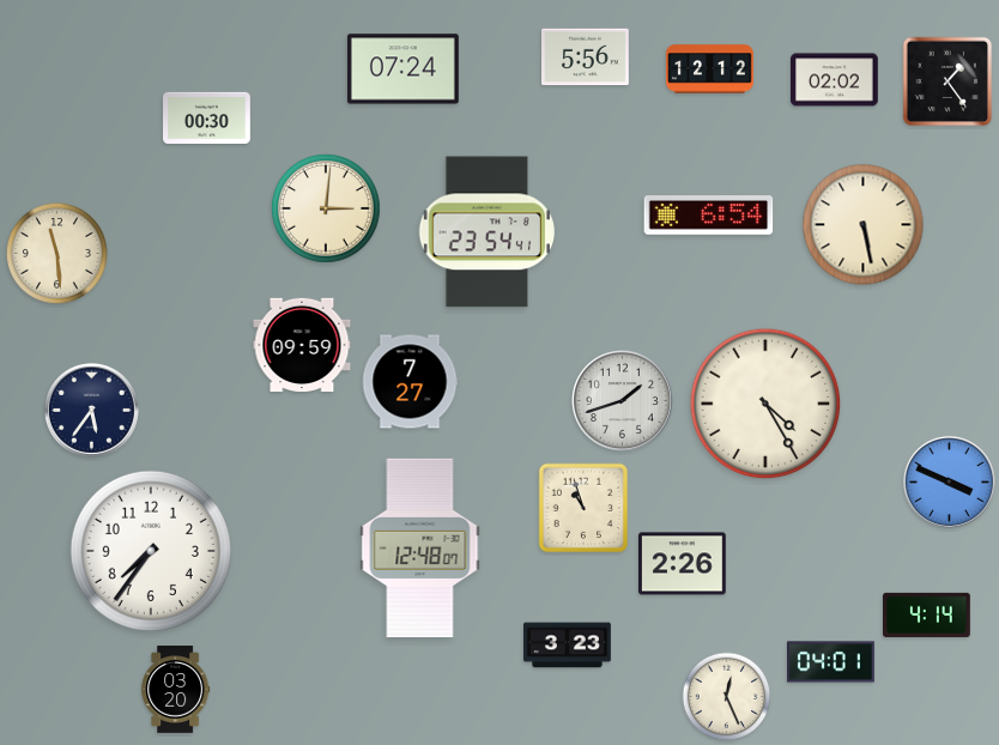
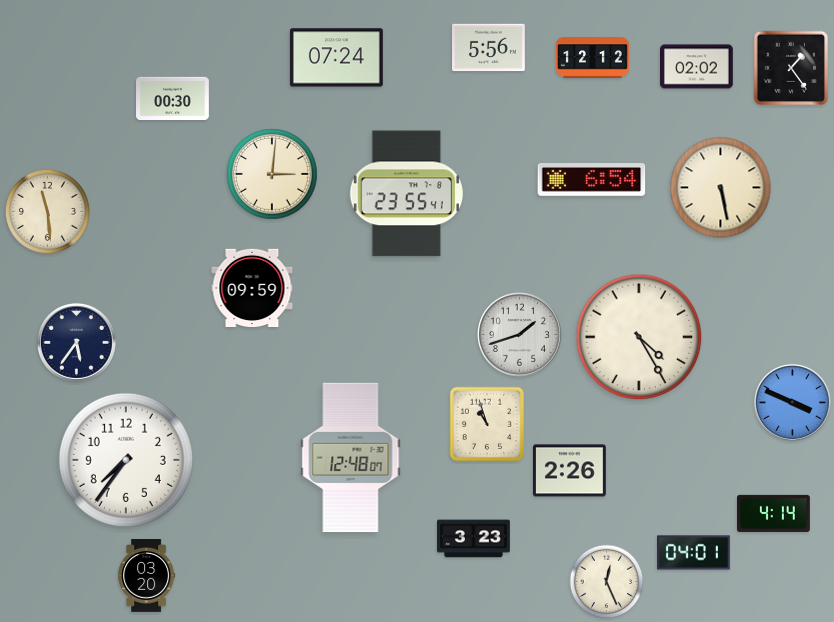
clock at (486, 232): 23:54 -> 23:55
clock at (410, 382): 7:27 -> none
